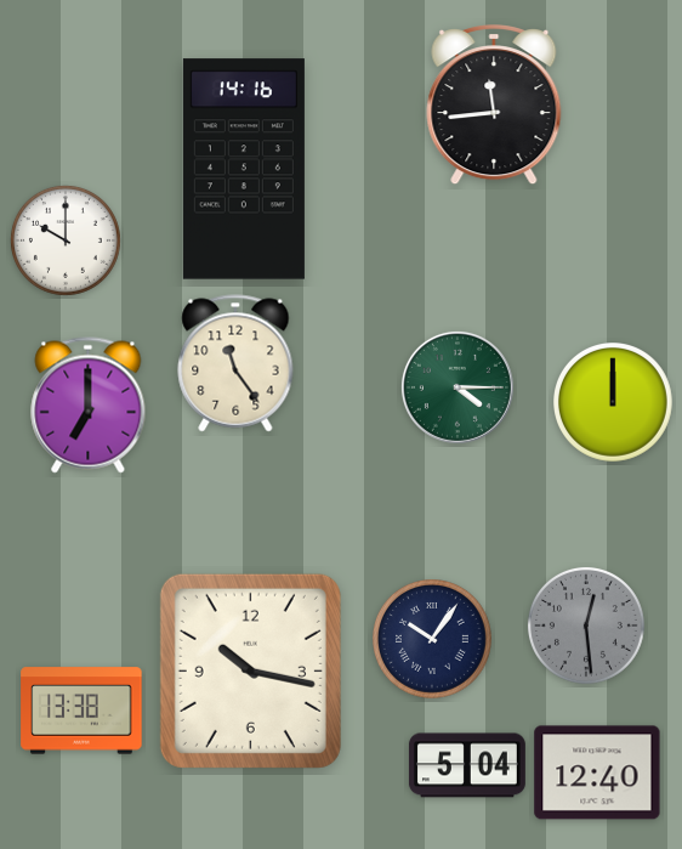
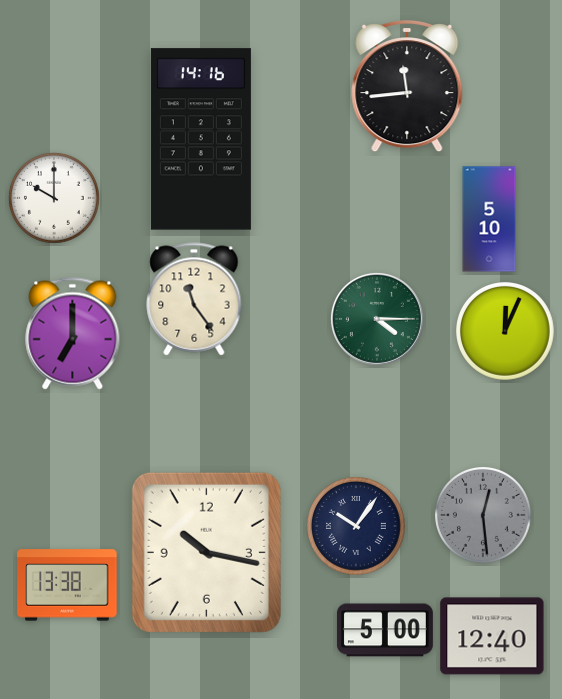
clock at (489, 219): none -> 5:10
clock at (614, 403): 12:00 -> 12:04
clock at (467, 765): 5:04 -> 5:00
